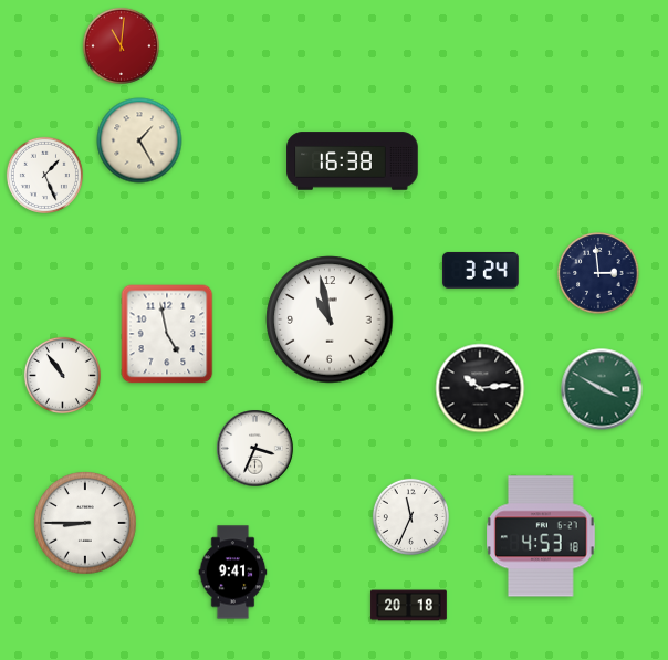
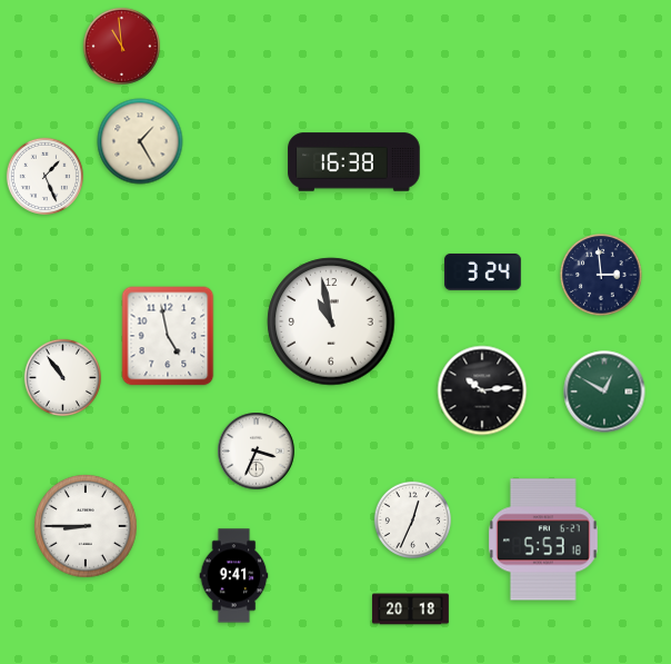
clock at (121, 45): 11:01 -> 10:59
clock at (602, 389): 3:50 -> 12:50
clock at (410, 516): 11:34 -> 12:34
clock at (542, 536): 4:53 -> 5:53
